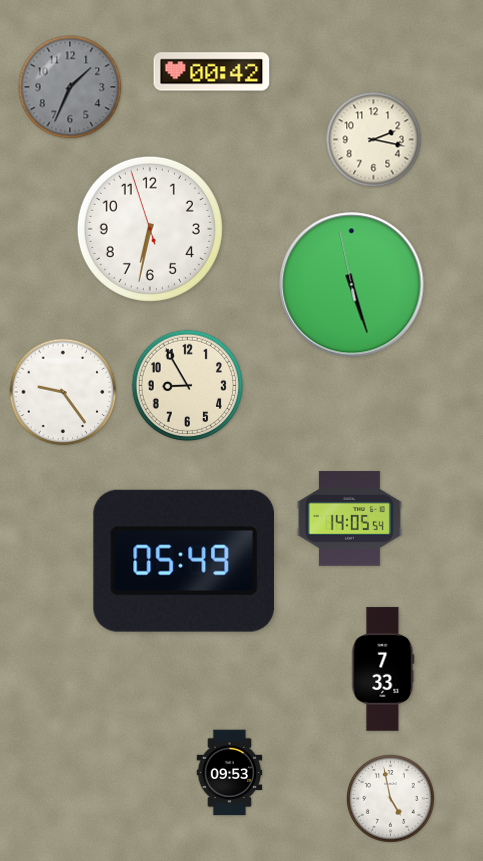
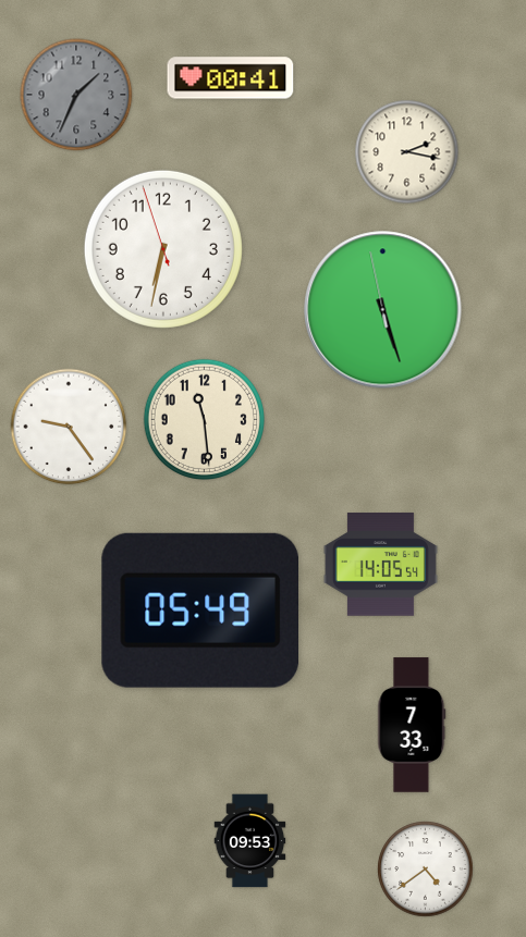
clock at (212, 72): 00:42 -> 00:41
clock at (187, 385): 8:55 -> 11:29
clock at (383, 669) position: (383, 669) -> (412, 725)
clock at (391, 799): 4:58 -> 4:39
